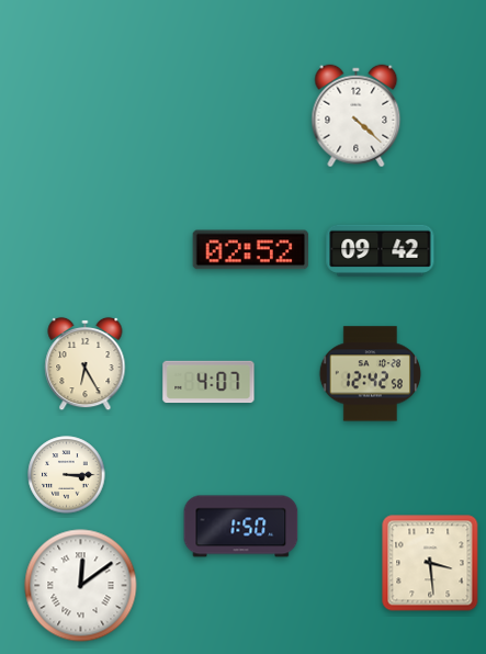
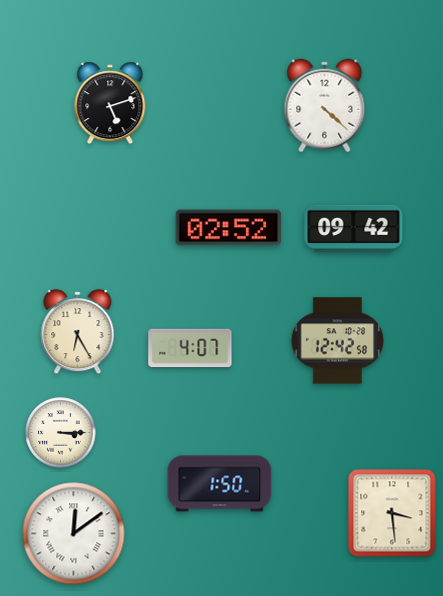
clock at (110, 103): none -> 5:12
clock at (381, 250) position: (381, 250) -> (354, 228)
clock at (241, 527) position: (241, 527) -> (220, 484)
